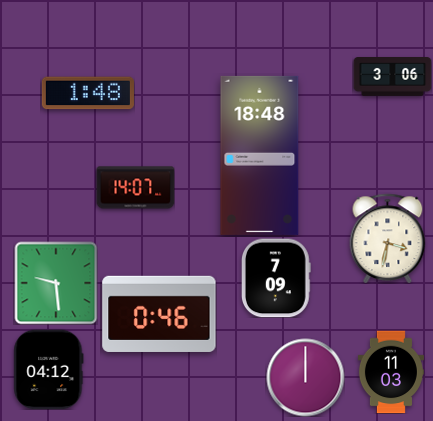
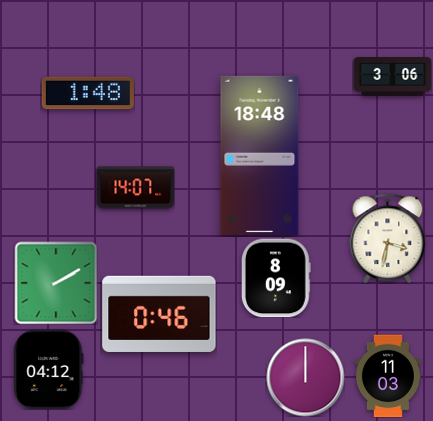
clock at (277, 278): 7:09 -> 8:09
clock at (56, 283): 9:29 -> 2:10
clock at (391, 372) position: (391, 372) -> (388, 376)
